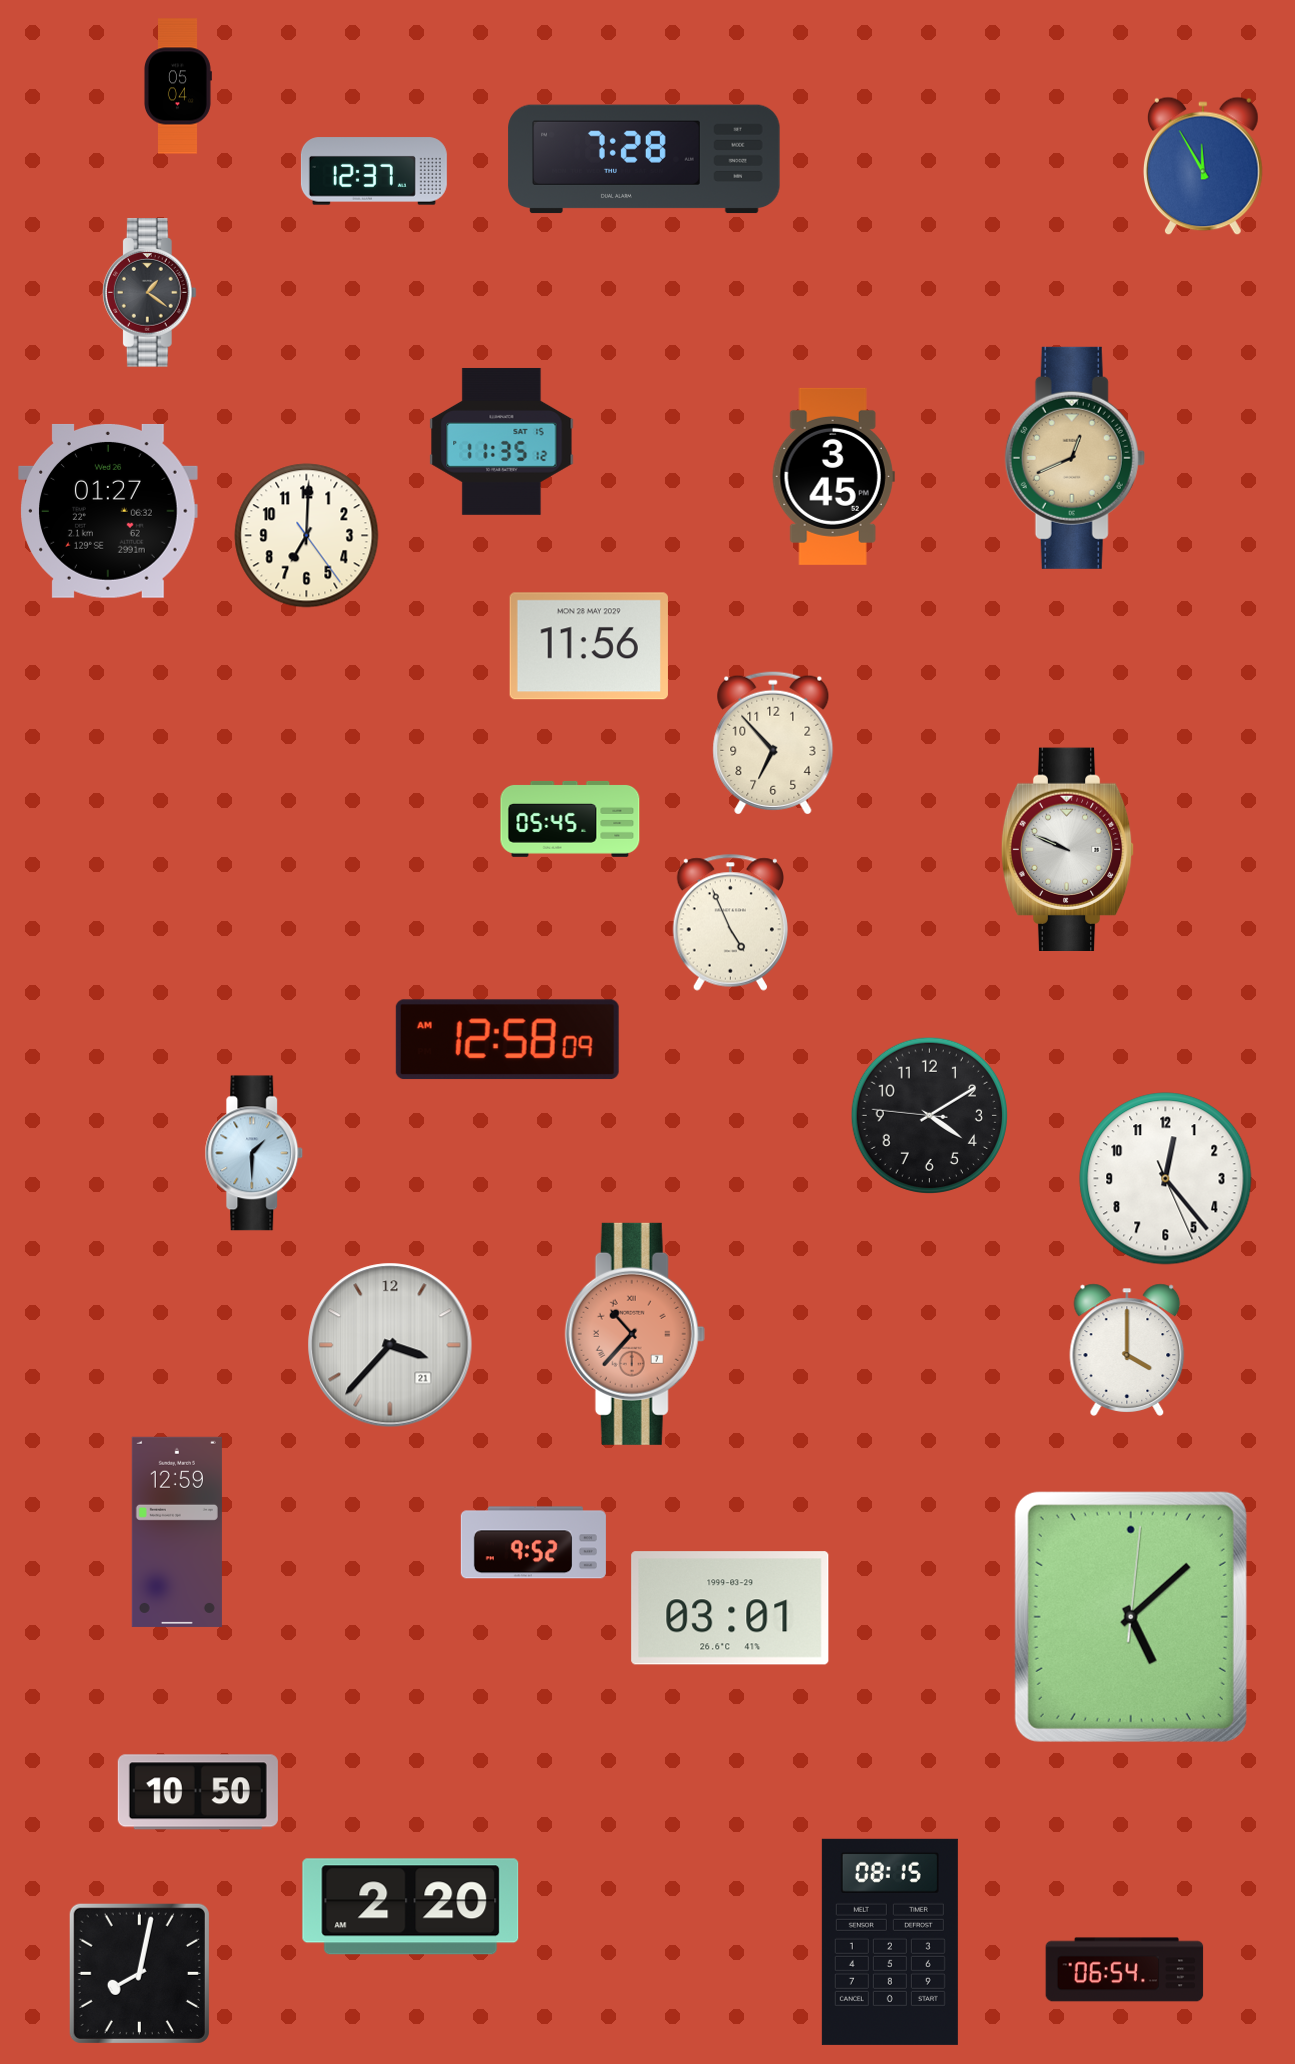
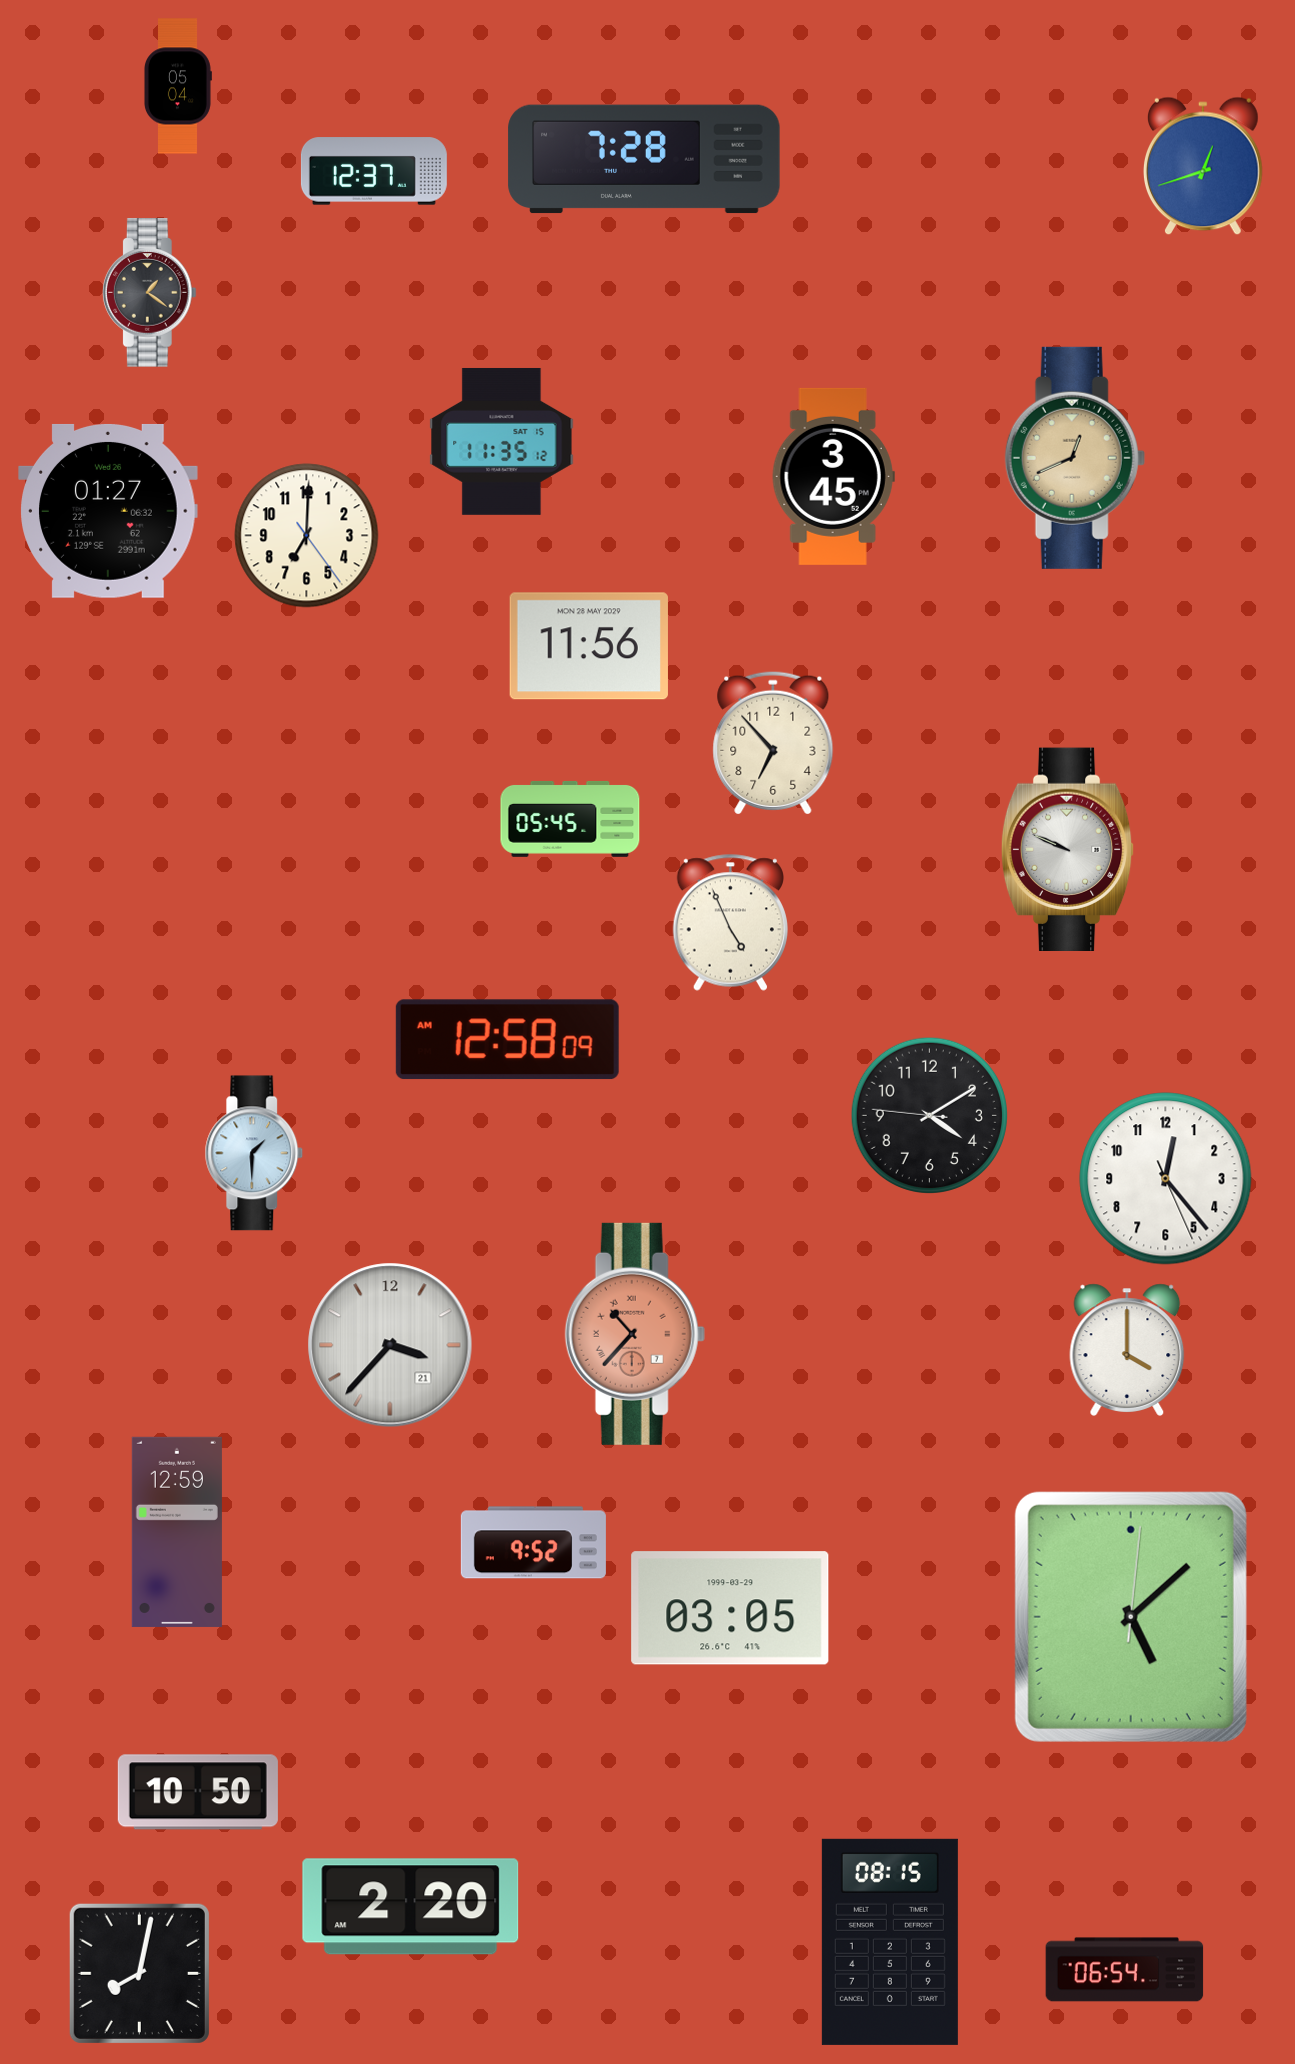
clock at (1204, 166): 11:55 -> 12:42
clock at (730, 1608): 03:01 -> 03:05
